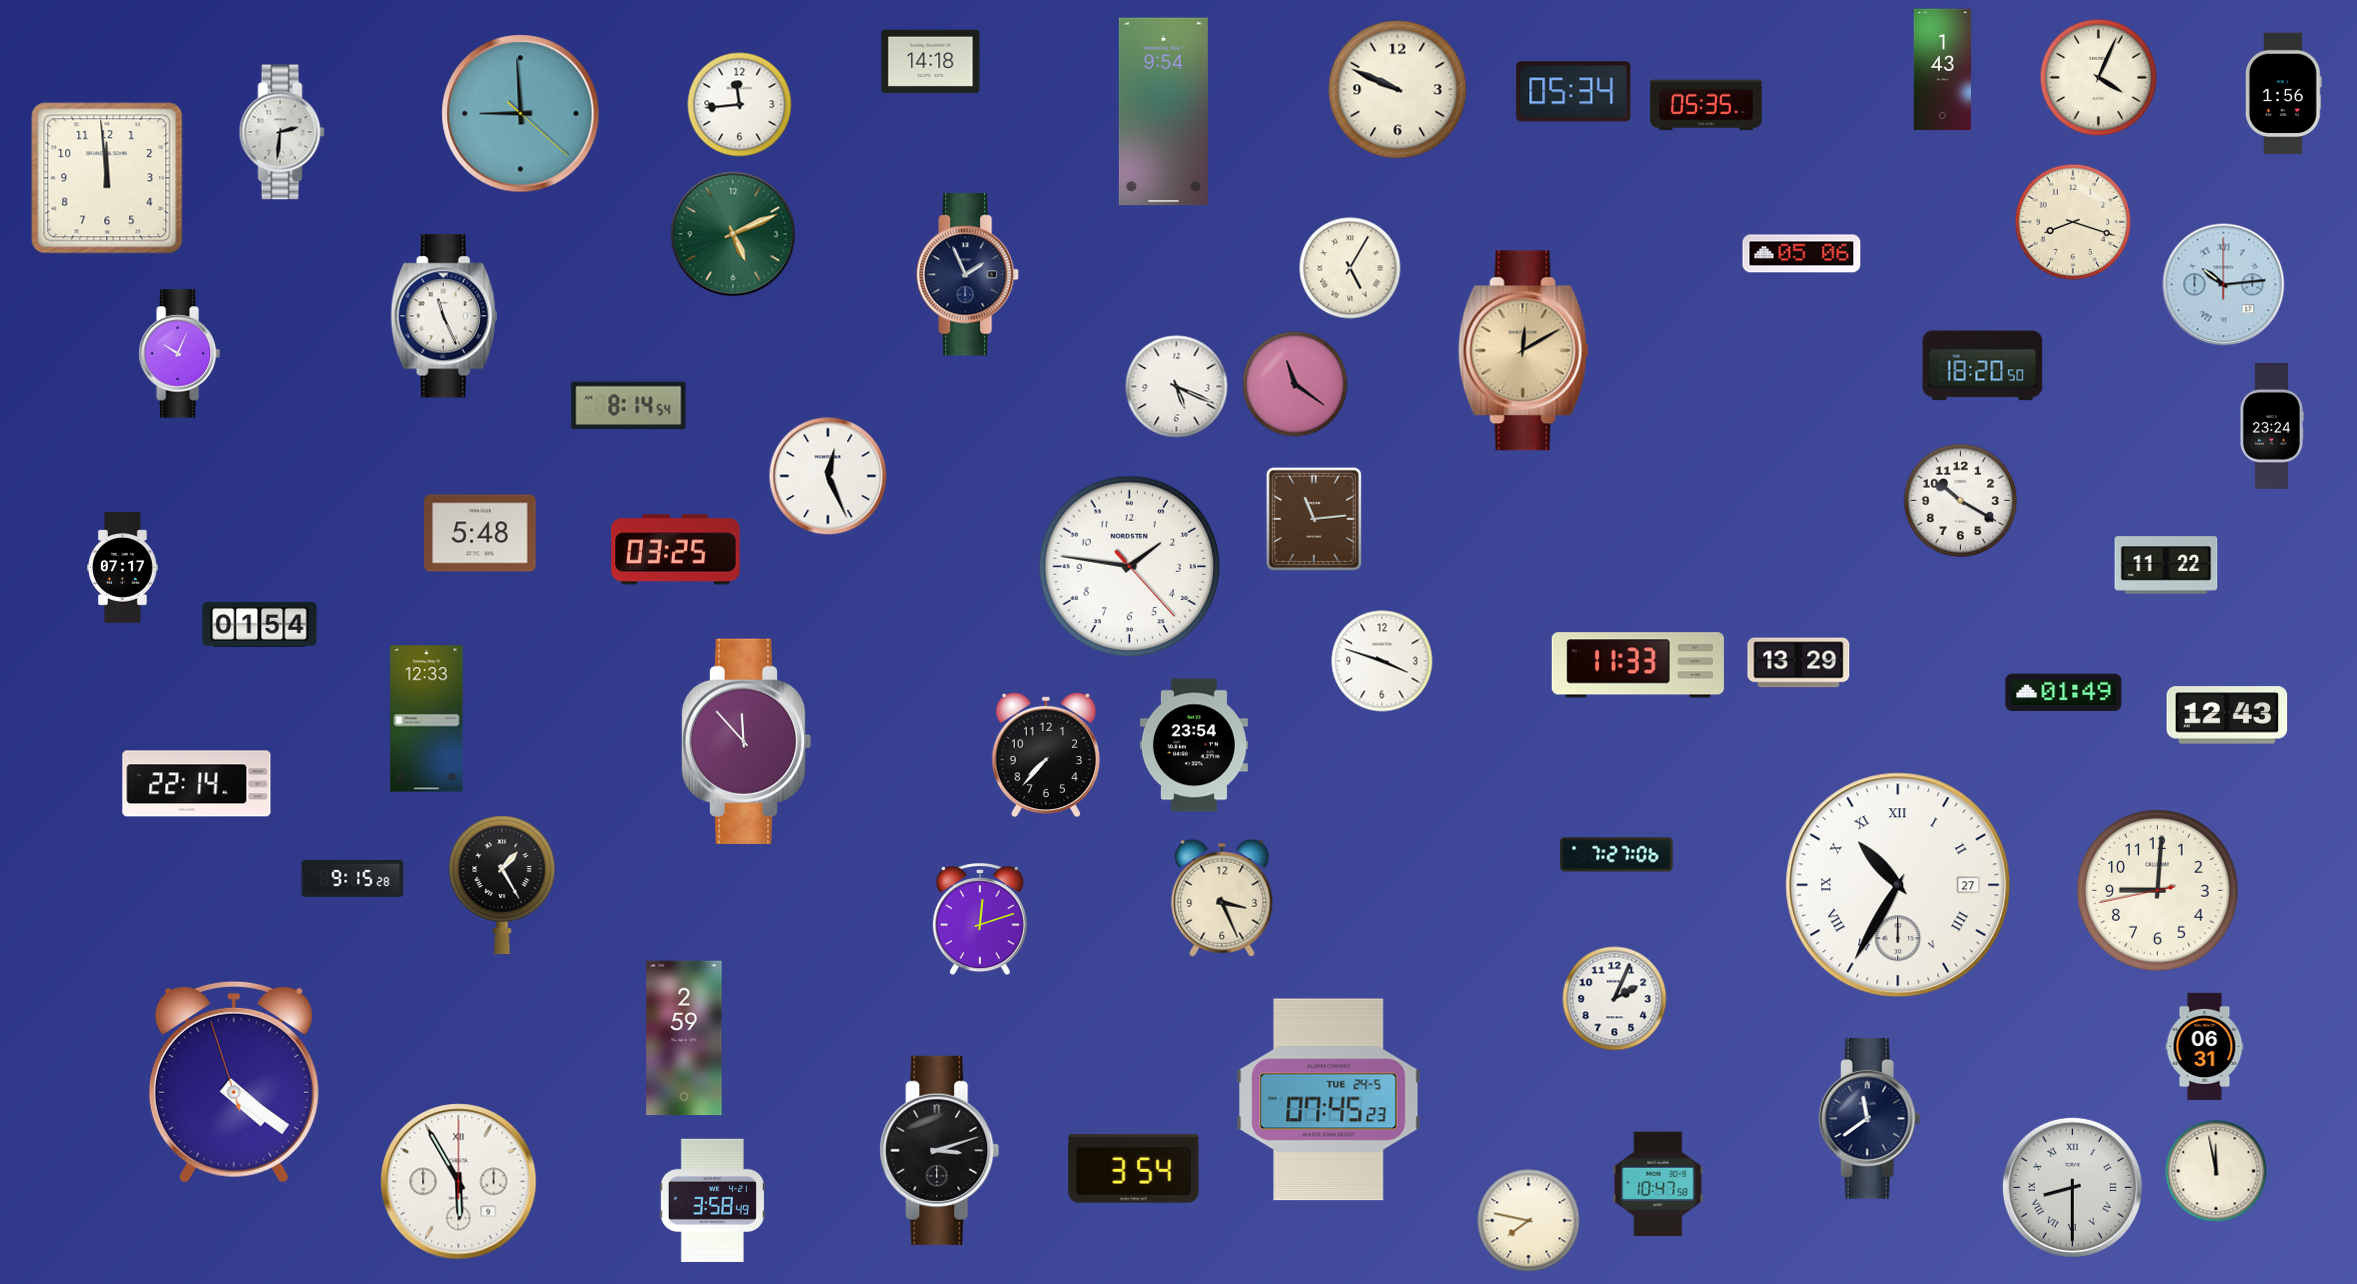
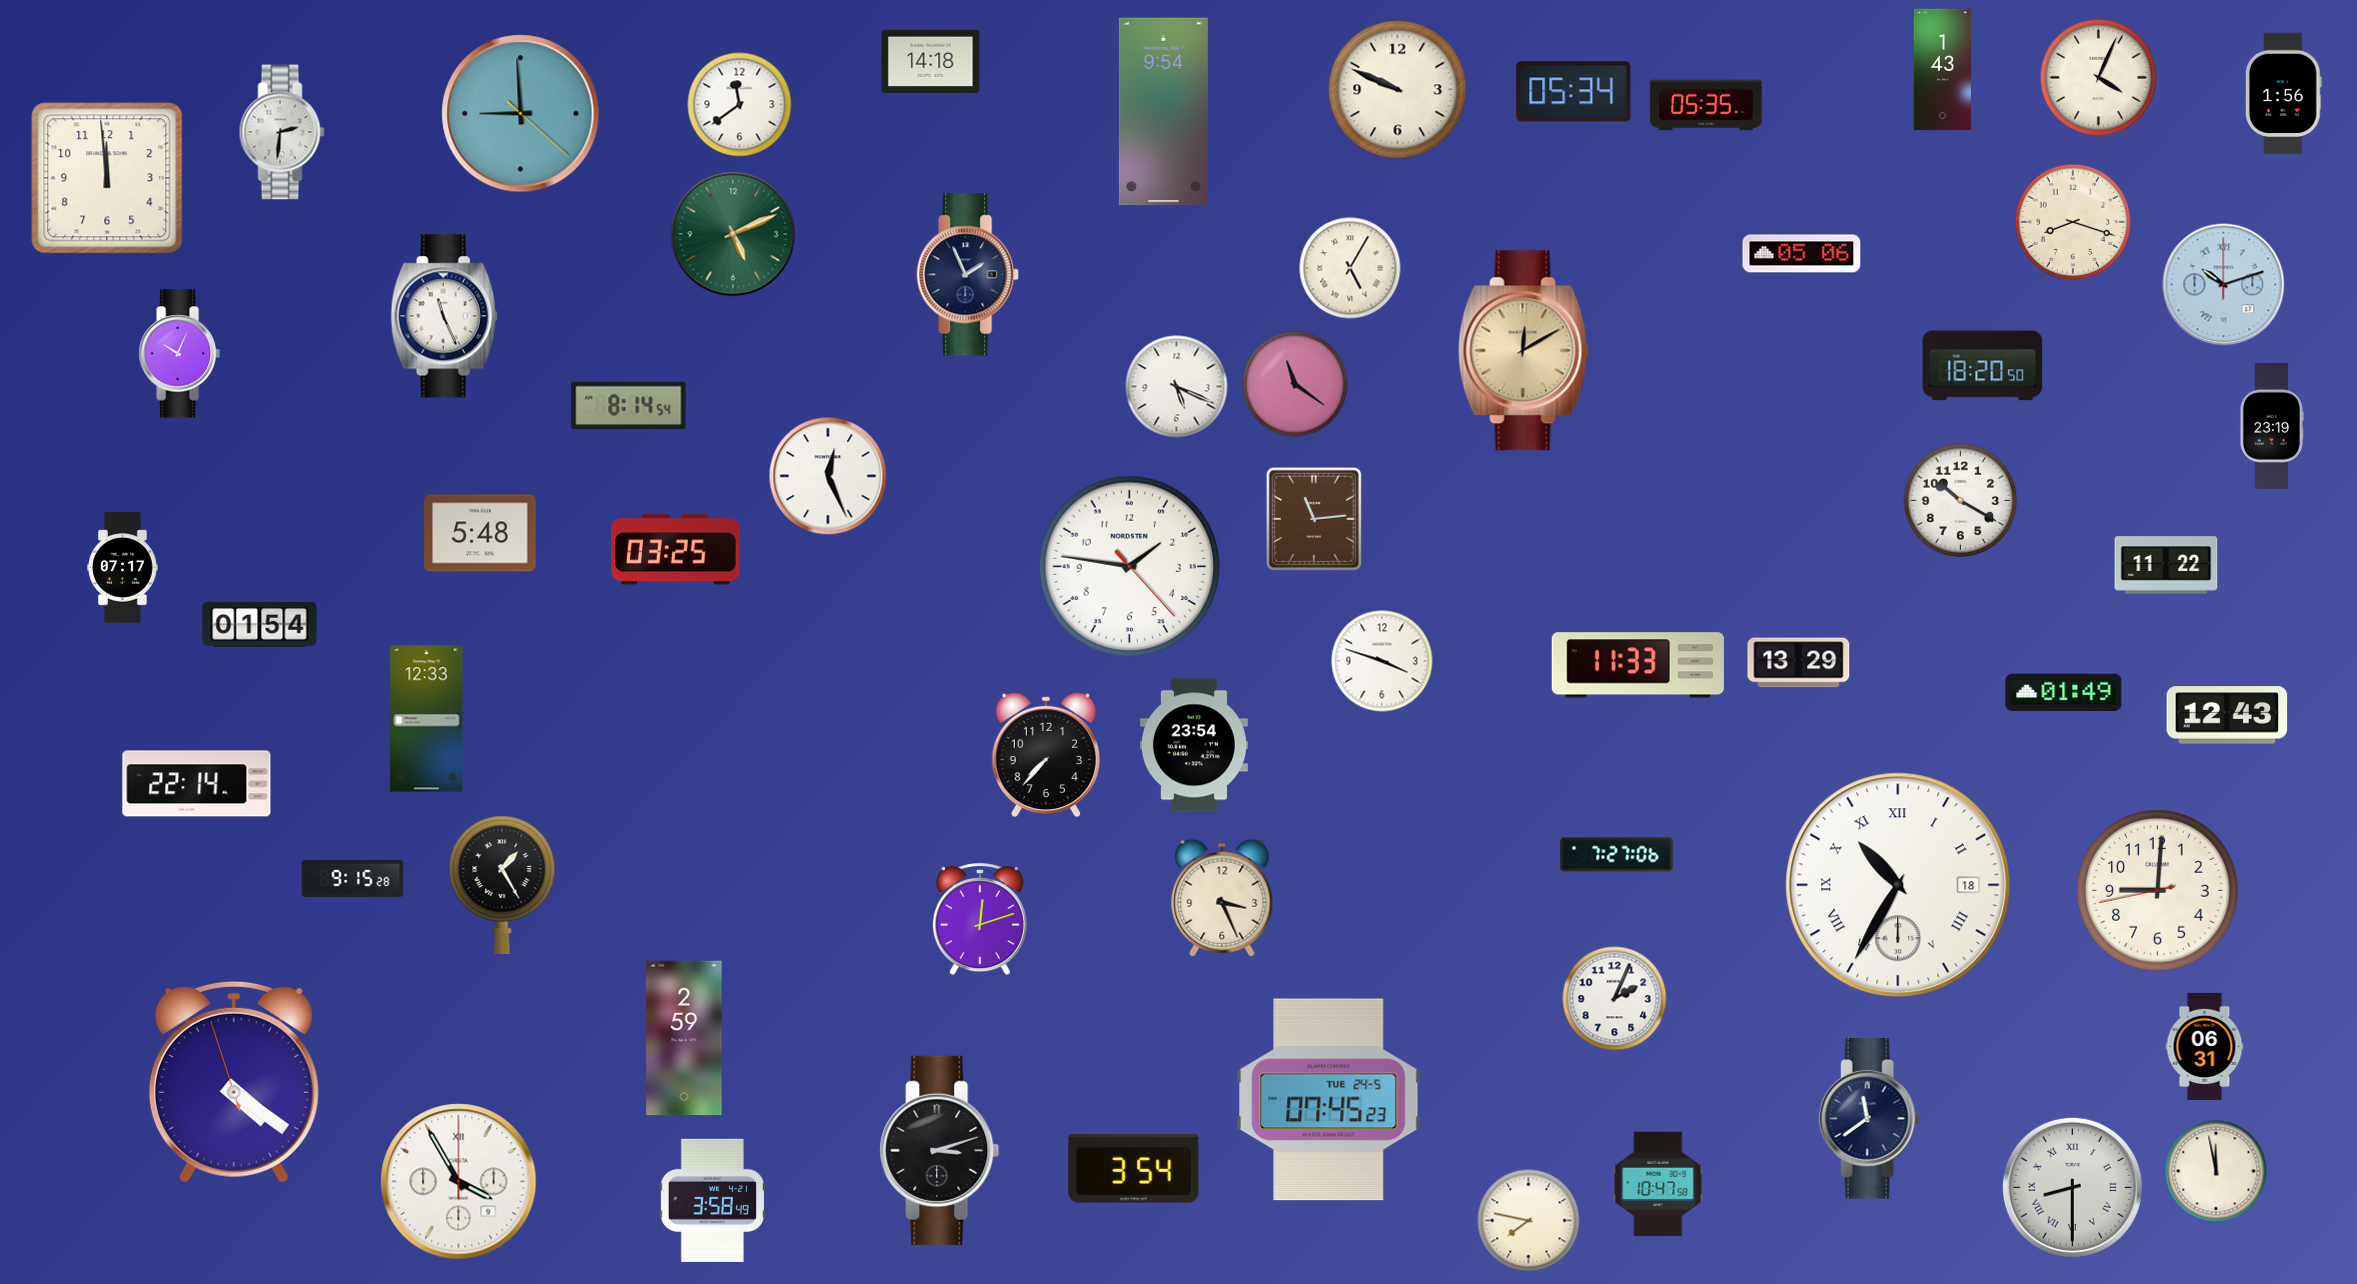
clock at (740, 105): 11:44 -> 11:39
clock at (2224, 285): 10:14 -> 10:12
clock at (2271, 427): 23:24 -> 23:19
clock at (746, 741): 11:53 -> none
clock at (1898, 885) date: 27 -> 18
clock at (459, 1182): 5:55 -> 3:55
